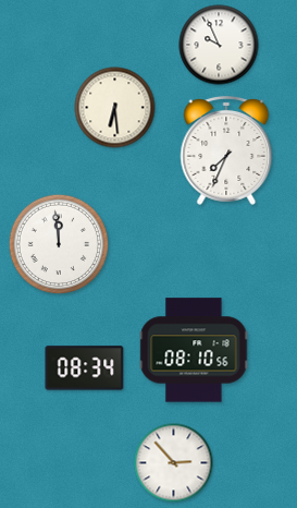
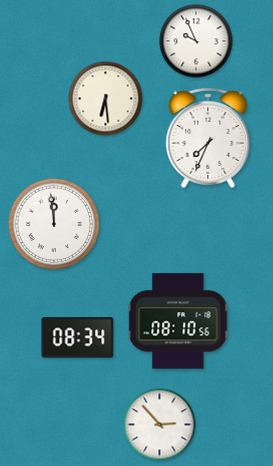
clock at (219, 45) position: (219, 45) -> (196, 41)
